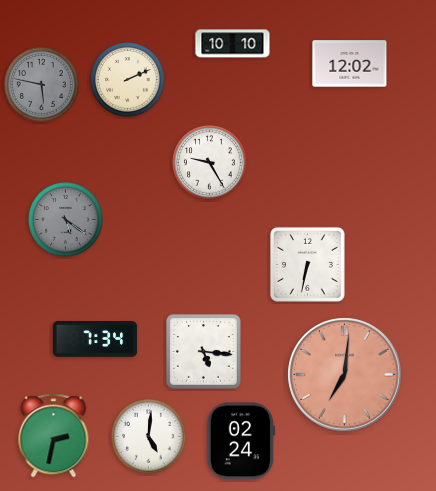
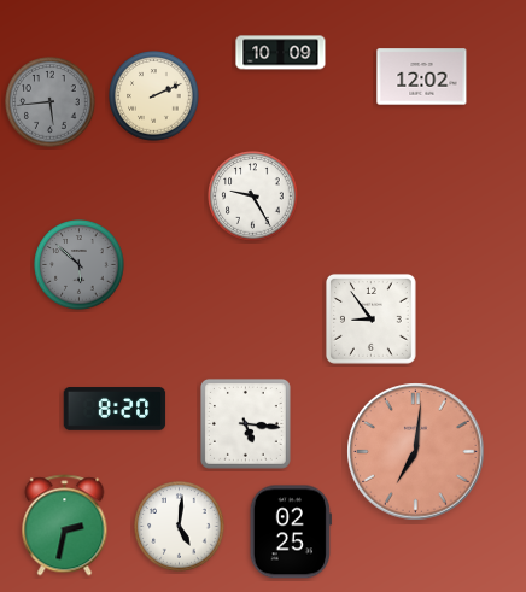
clock at (233, 44): 10:10 -> 10:09
clock at (42, 85): 5:47 -> 5:44
clock at (66, 220): 5:21 -> 5:52
clock at (307, 264): 6:32 -> 8:54
clock at (95, 339): 7:34 -> 8:20
clock at (241, 441): 02:24 -> 02:25
